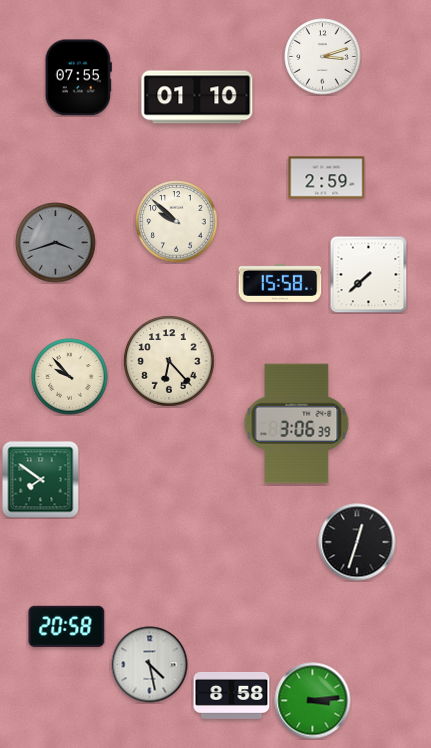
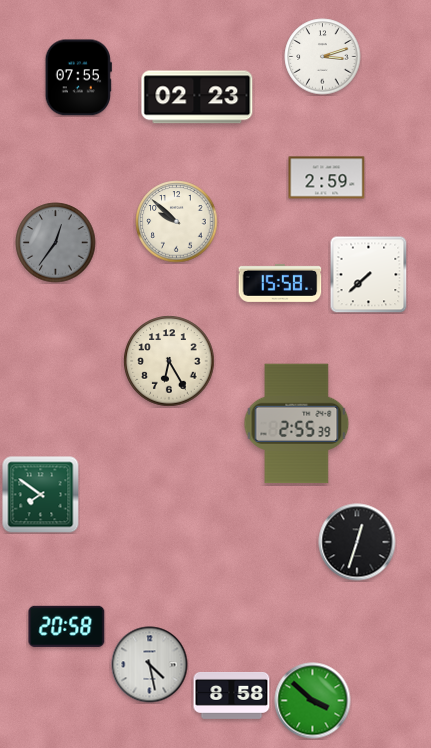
clock at (197, 97): 01:10 -> 02:23
clock at (56, 243): 3:42 -> 12:36
clock at (169, 361): 6:23 -> 6:25
clock at (70, 377): 9:53 -> none
clock at (297, 424): 3:06 -> 2:55
clock at (41, 480) position: (41, 480) -> (41, 495)
clock at (313, 701): 3:14 -> 3:52
